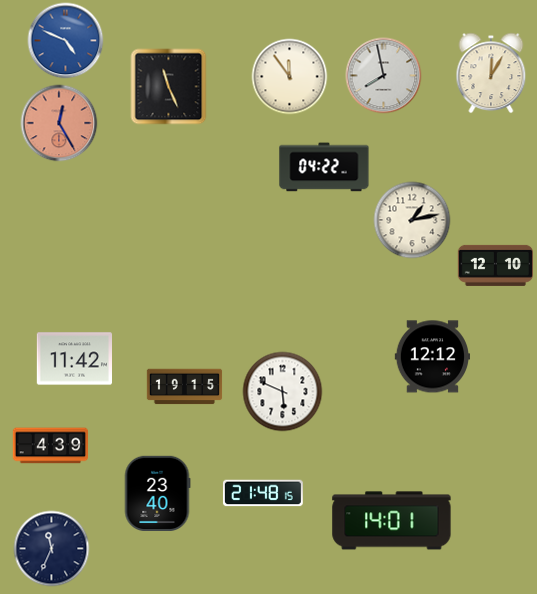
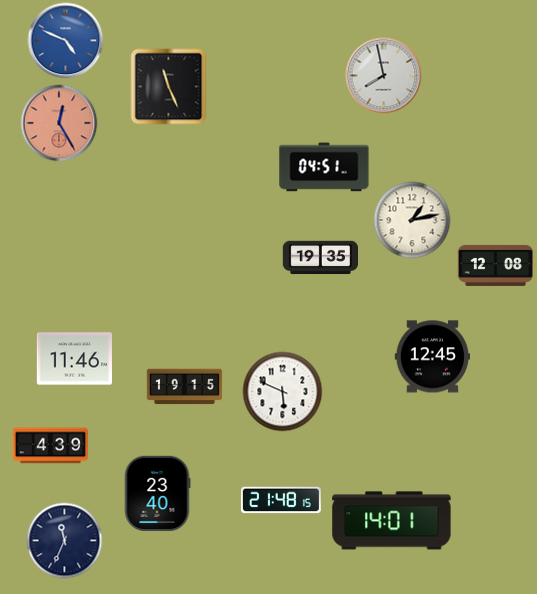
clock at (491, 73): 12:05 -> none
clock at (290, 77): 11:54 -> none
clock at (324, 167): 04:22 -> 04:51
clock at (320, 258): none -> 19:35
clock at (495, 265): 12:10 -> 12:08
clock at (432, 357): 12:12 -> 12:45
clock at (74, 359): 11:42 -> 11:46
clock at (263, 493) position: (263, 493) -> (281, 500)
clock at (52, 549) position: (52, 549) -> (65, 541)
